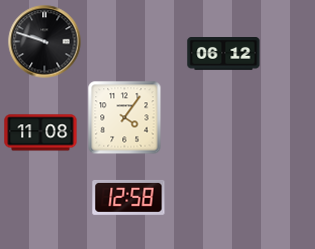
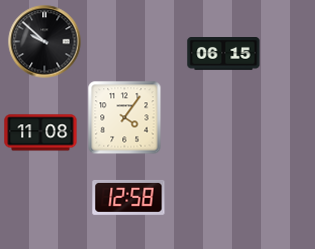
clock at (45, 42): 9:48 -> 9:52
clock at (224, 54): 06:12 -> 06:15
